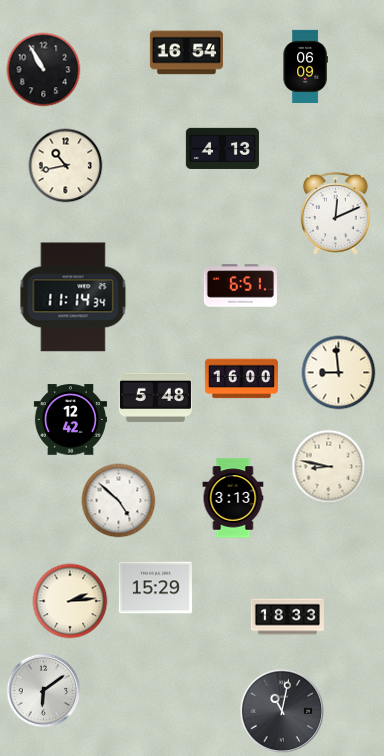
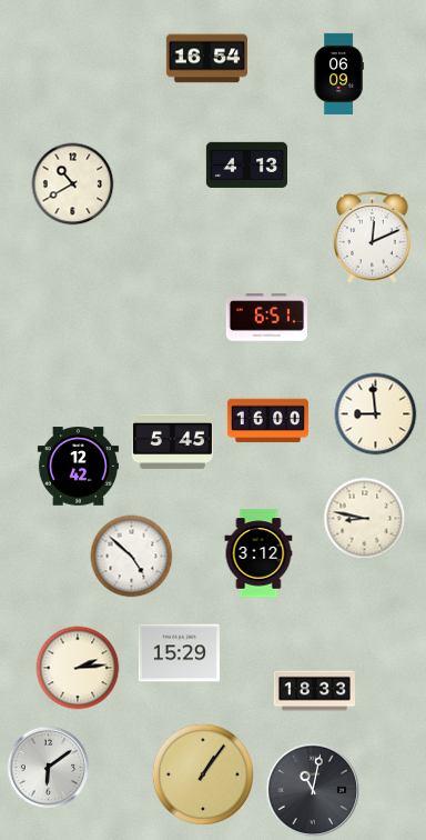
clock at (44, 70): 10:55 -> none
clock at (66, 166): 10:43 -> 10:40
clock at (73, 297): 11:14 -> none
clock at (155, 398): 5:48 -> 5:45
clock at (233, 498): 3:13 -> 3:12
clock at (155, 588) position: (155, 588) -> (179, 653)
clock at (287, 617) position: (287, 617) -> (314, 691)
clock at (203, 774): none -> 1:06
